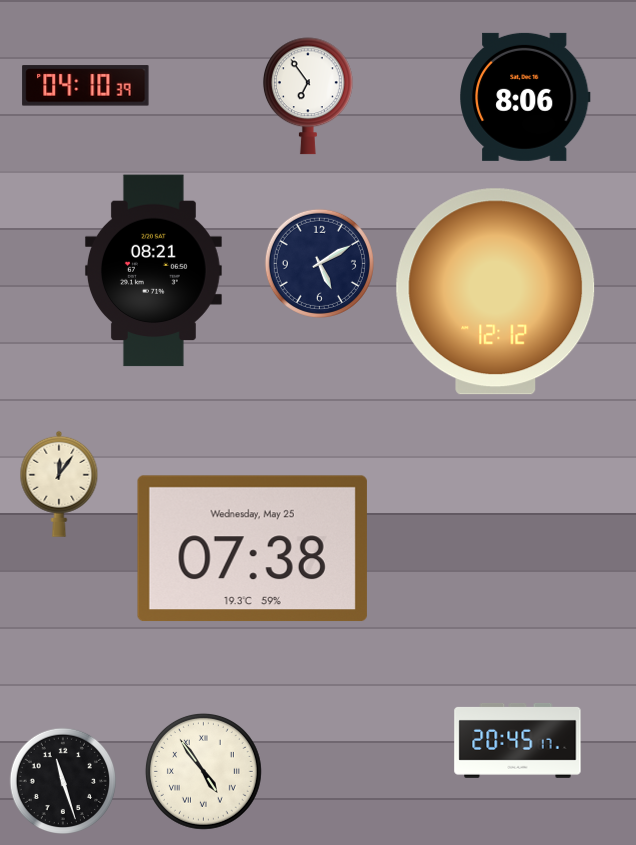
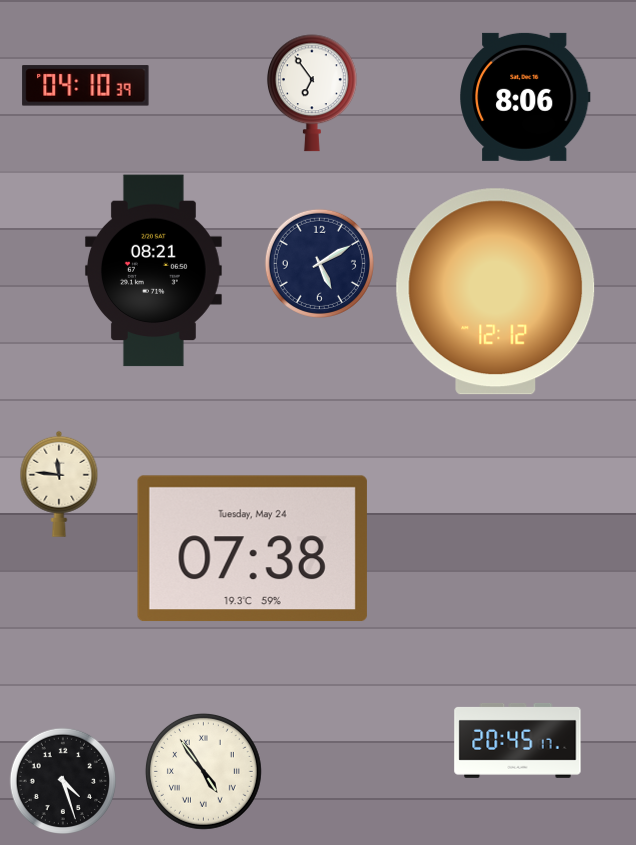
clock at (308, 96) position: (308, 96) -> (312, 93)
clock at (59, 484): 12:06 -> 11:46
clock at (252, 549) date: Wednesday, May 25 -> Tuesday, May 24
clock at (62, 780): 11:27 -> 4:27
